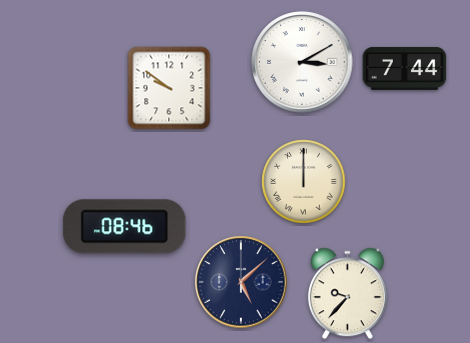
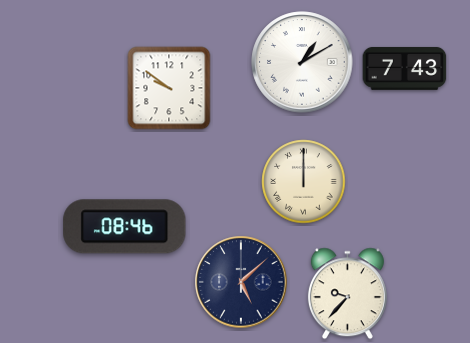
clock at (302, 62): 3:10 -> 1:10
clock at (405, 68): 7:44 -> 7:43
